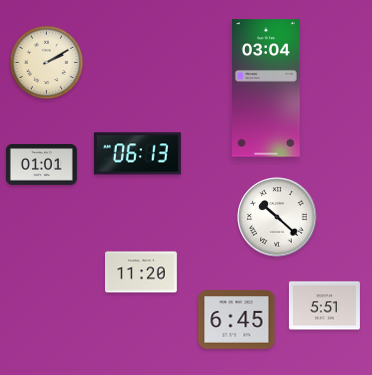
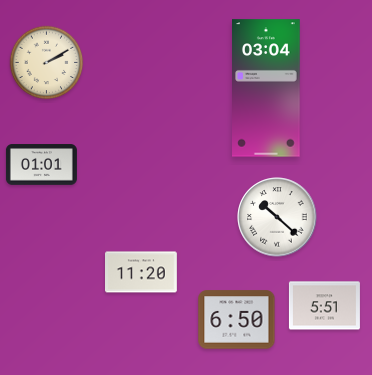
clock at (137, 154): 06:13 -> none
clock at (237, 320): 6:45 -> 6:50
